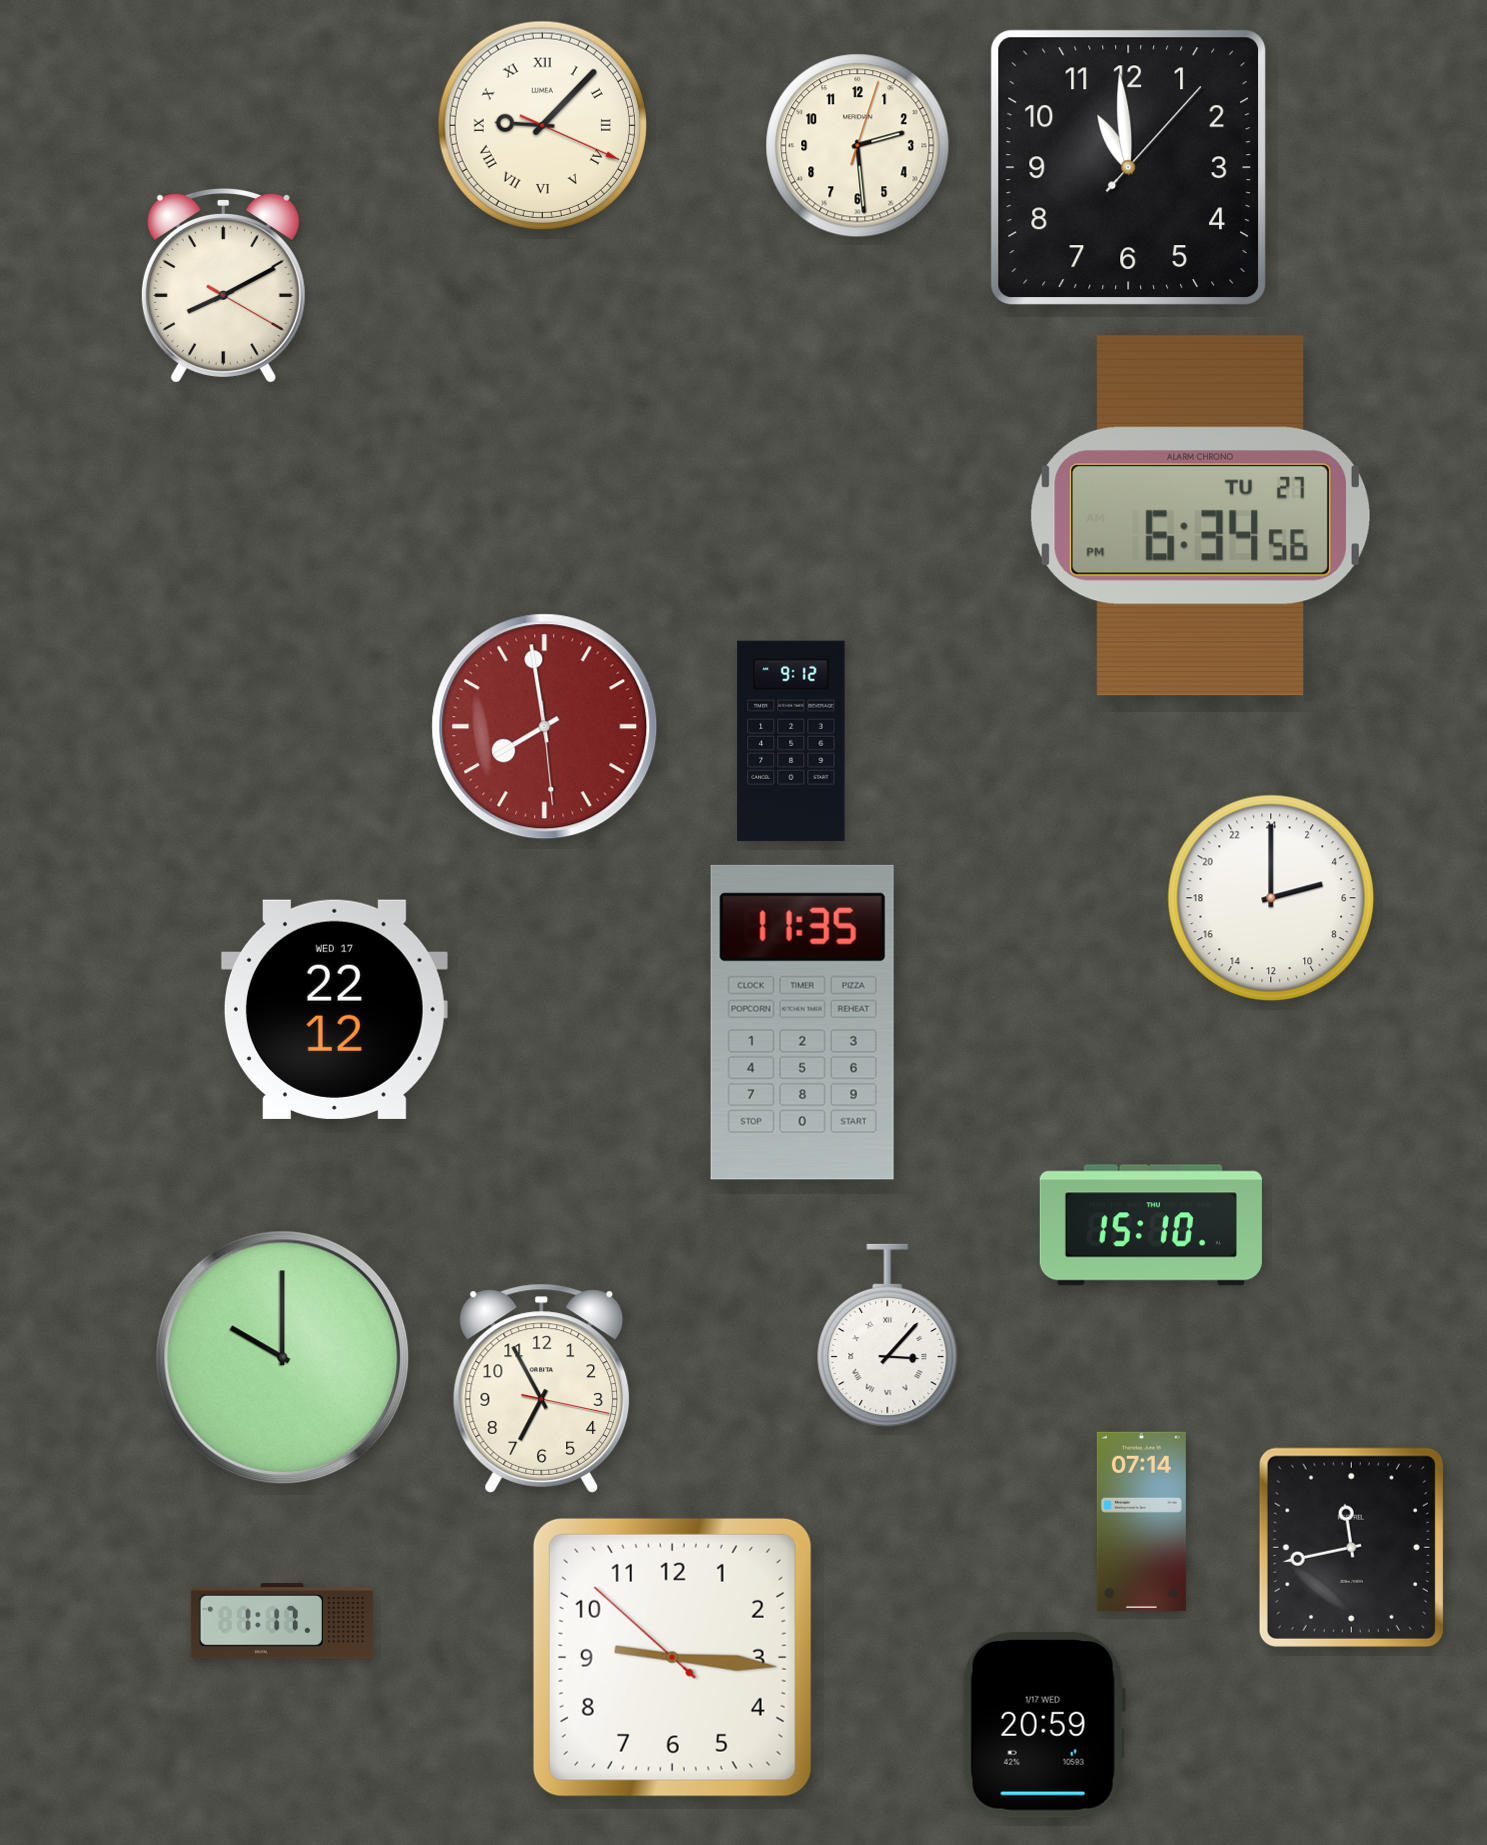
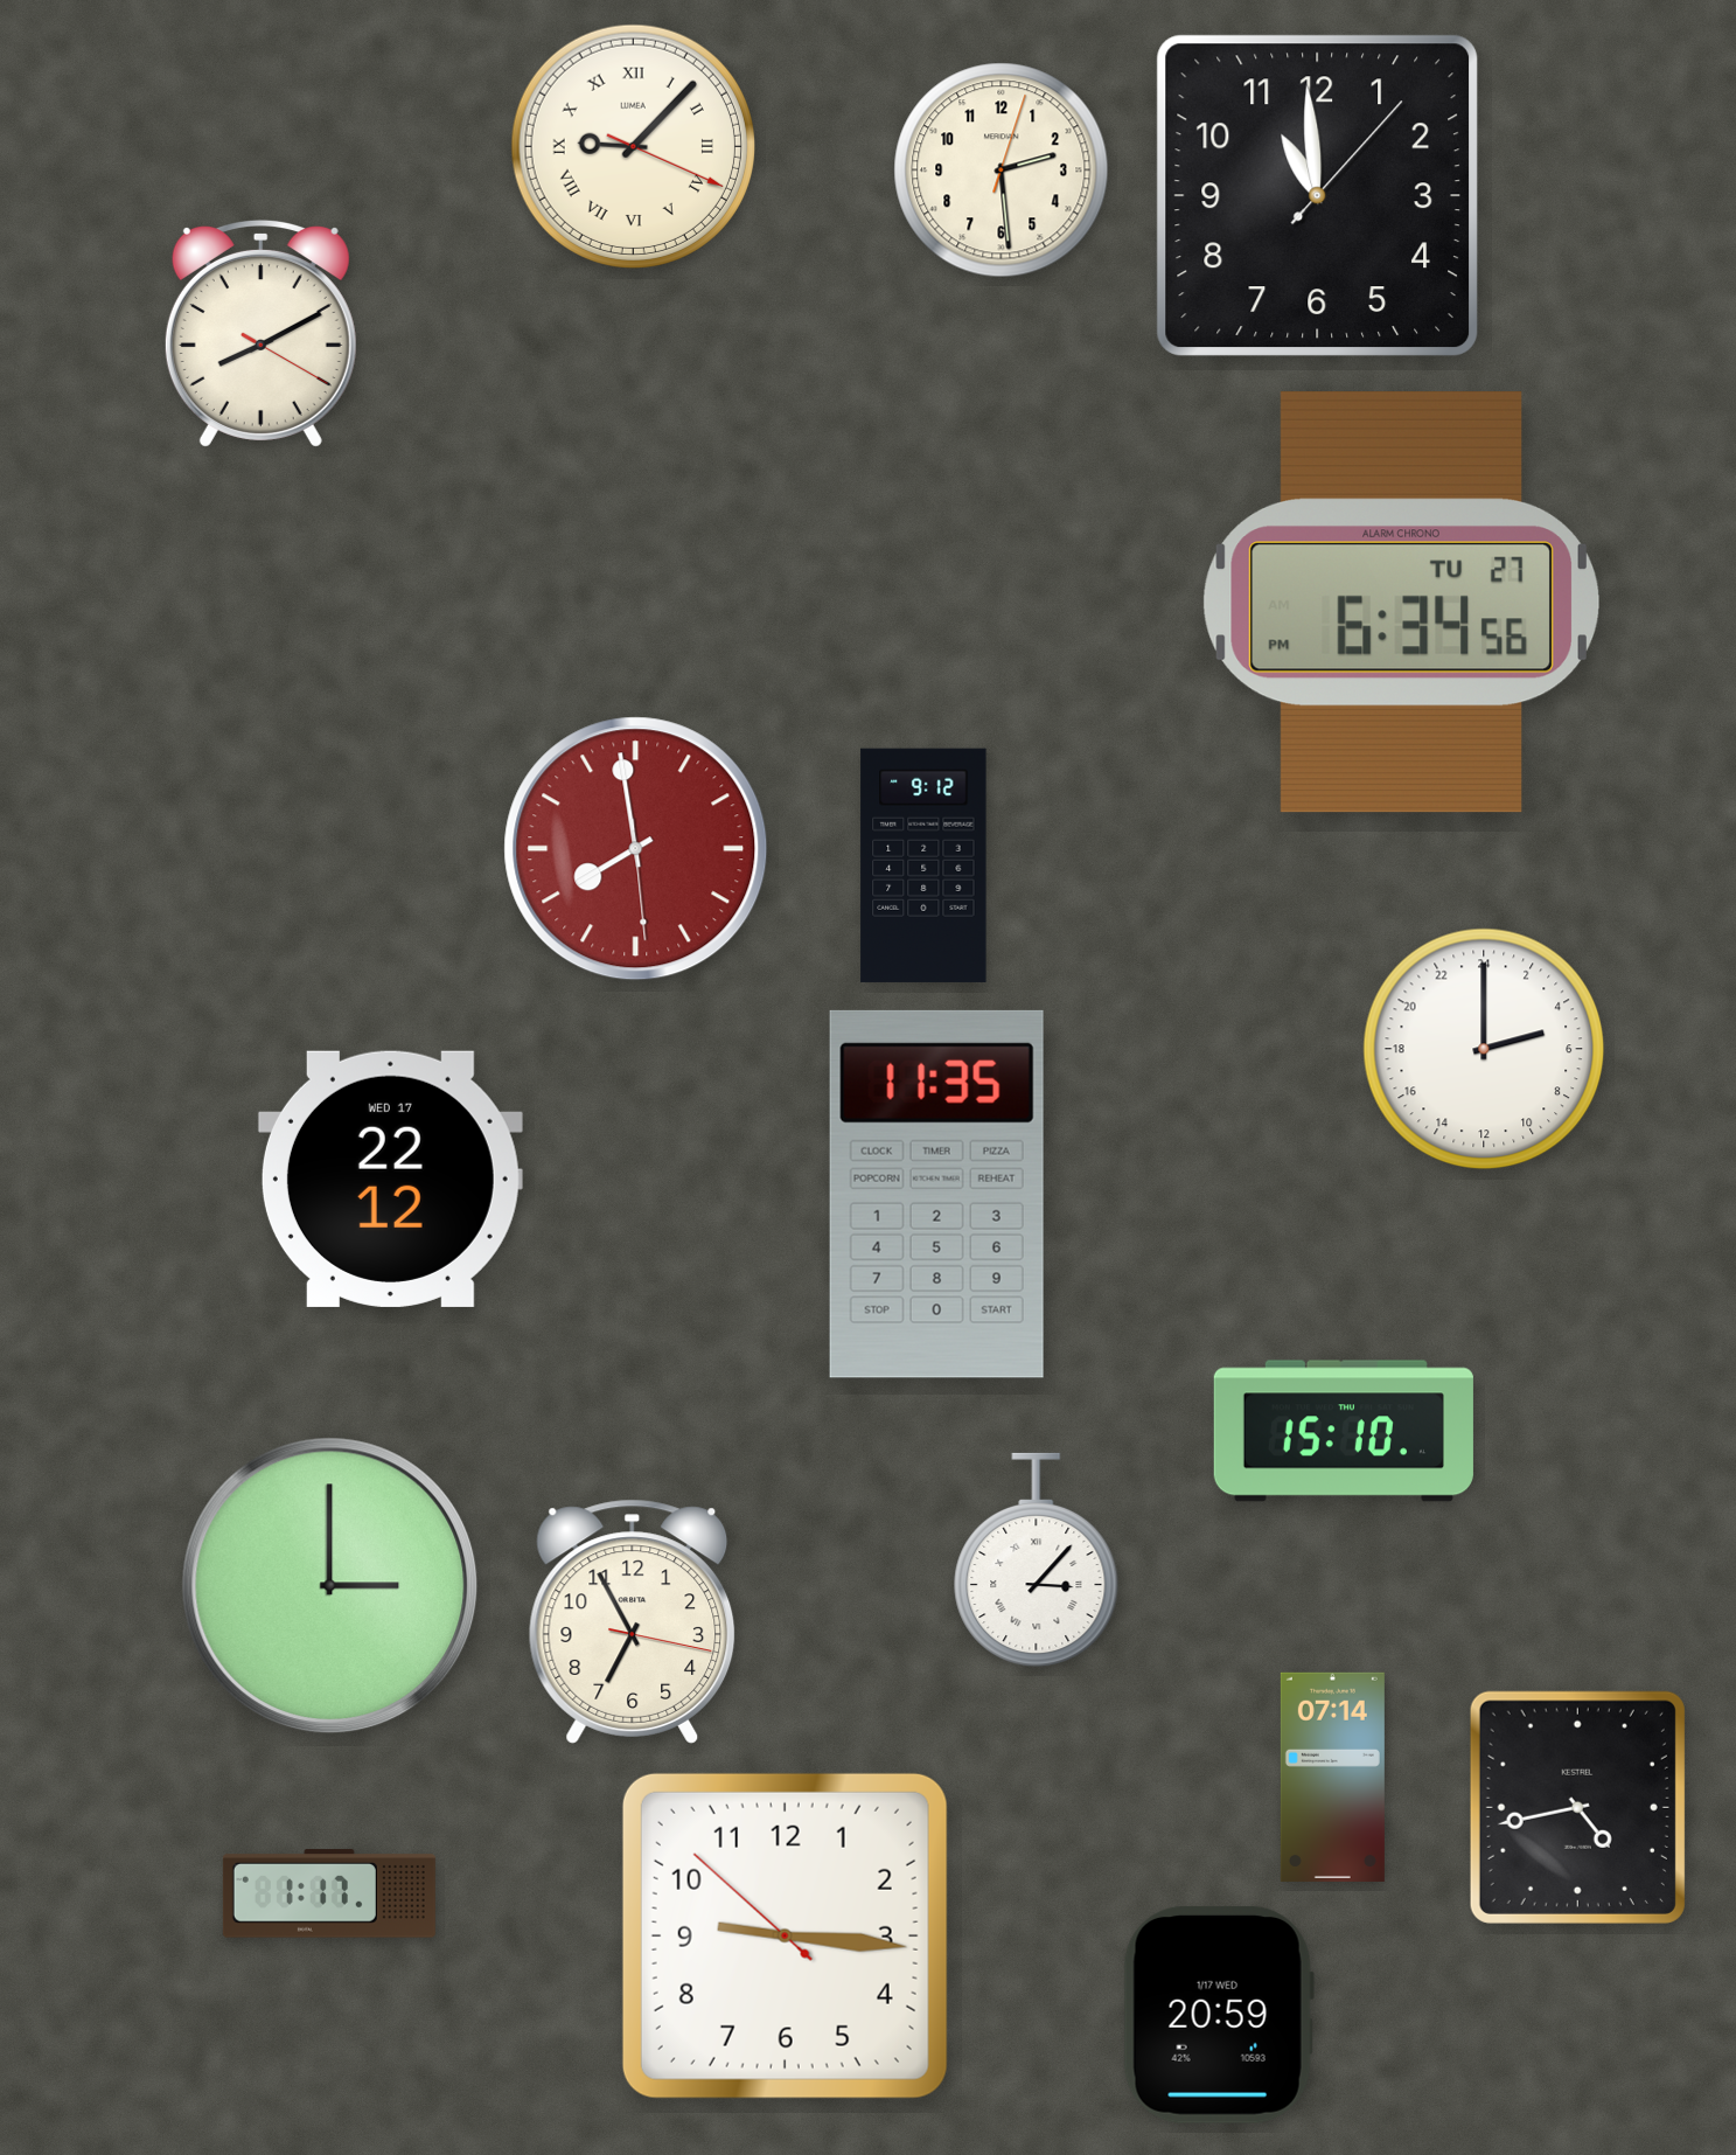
clock at (283, 1358): 10:00 -> 3:00
clock at (1351, 1547): 11:43 -> 4:43
